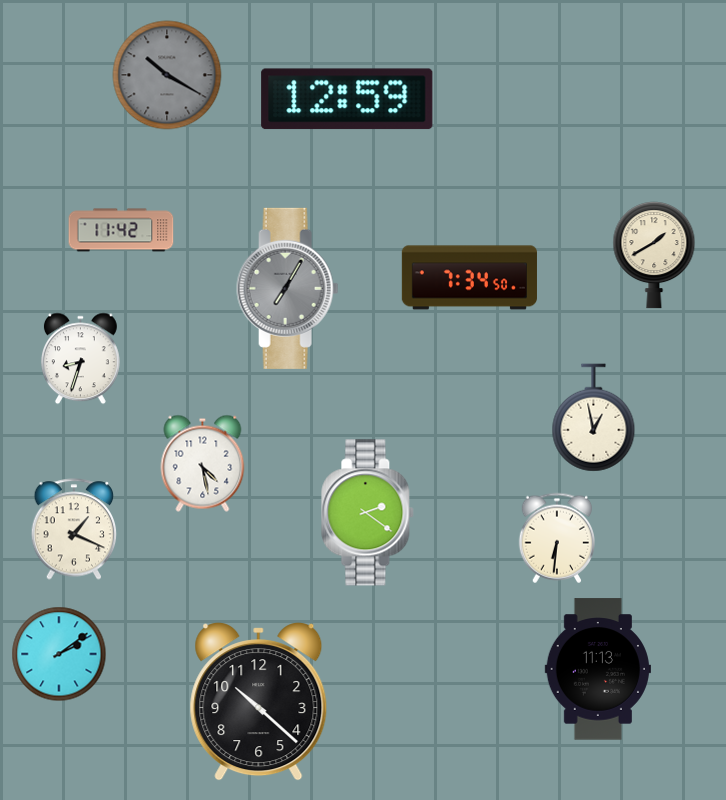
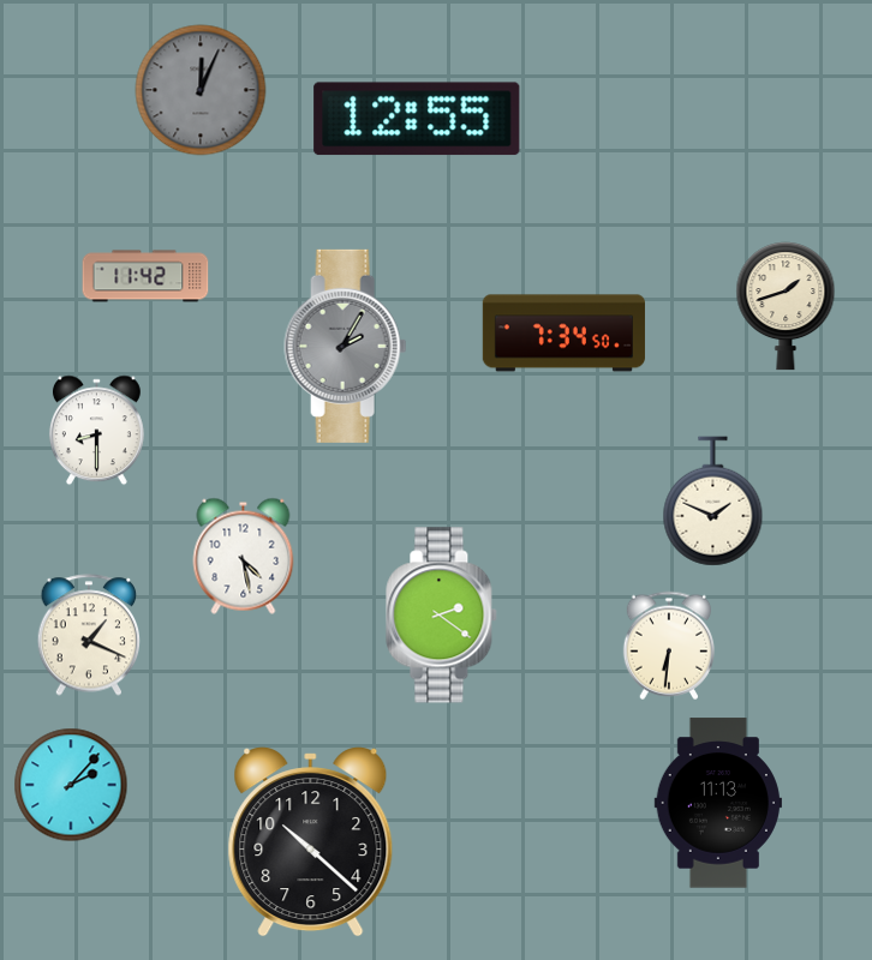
clock at (167, 75): 10:20 -> 12:04
clock at (347, 99): 12:59 -> 12:55
clock at (654, 255): 1:40 -> 1:42
clock at (288, 288): 7:05 -> 2:05
clock at (80, 359): 8:33 -> 8:30
clock at (594, 418): 12:58 -> 1:49
clock at (59, 654): 2:09 -> 2:07
